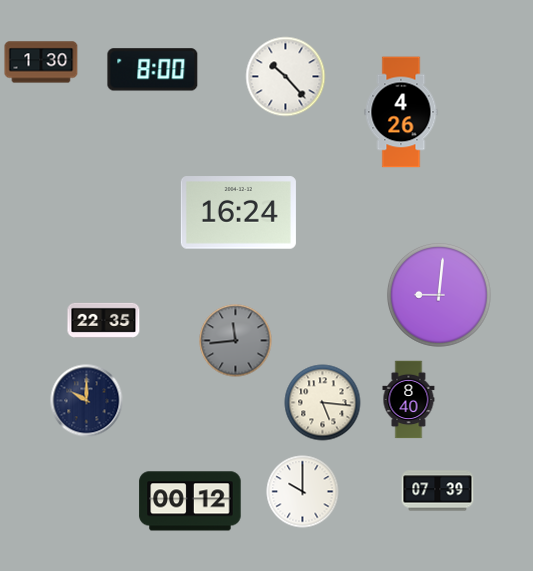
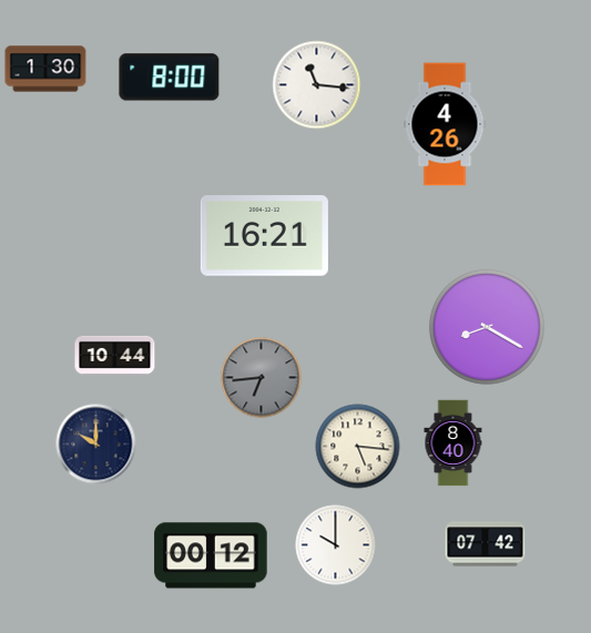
clock at (286, 77): 10:23 -> 11:16
clock at (238, 213): 16:24 -> 16:21
clock at (439, 295): 9:01 -> 8:20
clock at (104, 320): 22:35 -> 10:44
clock at (236, 341): 11:44 -> 6:44
clock at (438, 491): 07:39 -> 07:42
